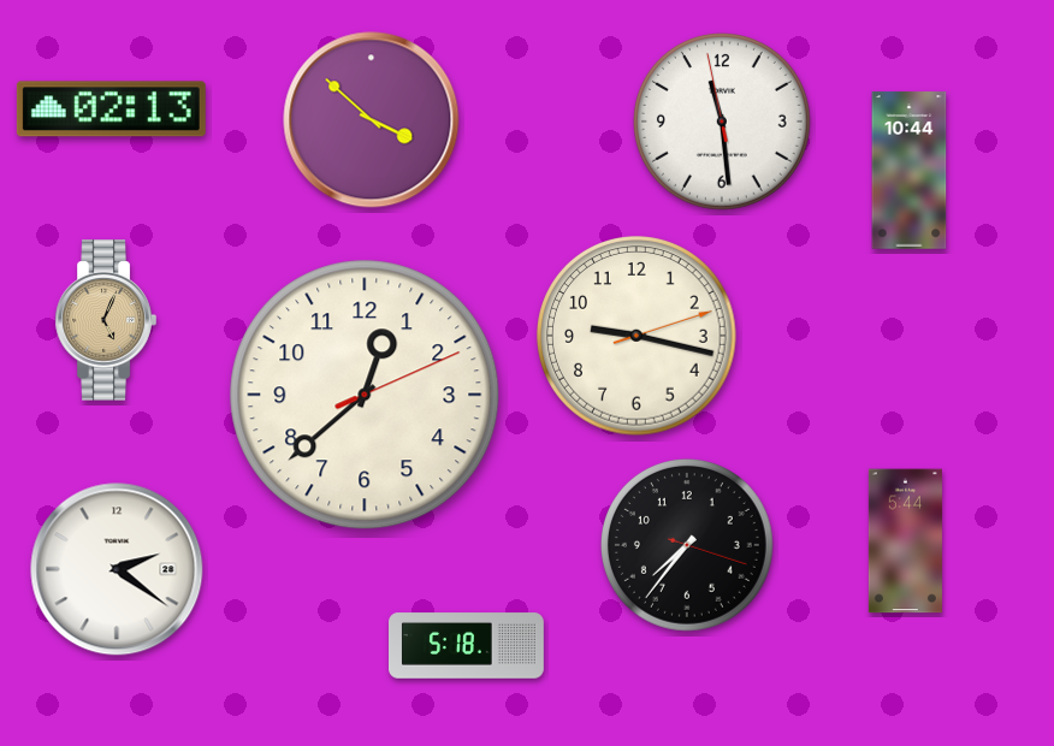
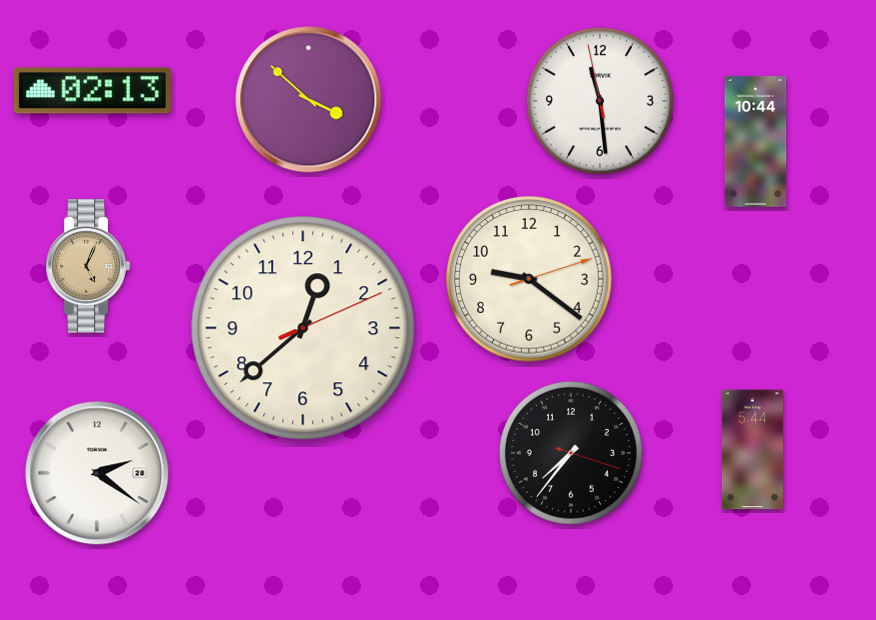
clock at (636, 336): 9:17 -> 9:21
clock at (467, 646): 5:18 -> none
